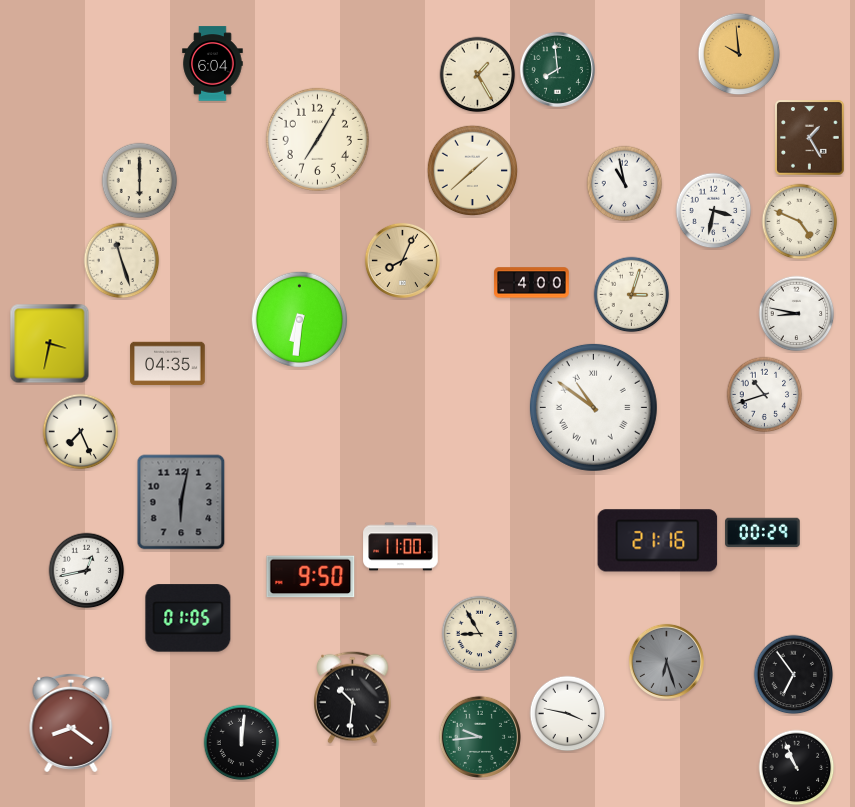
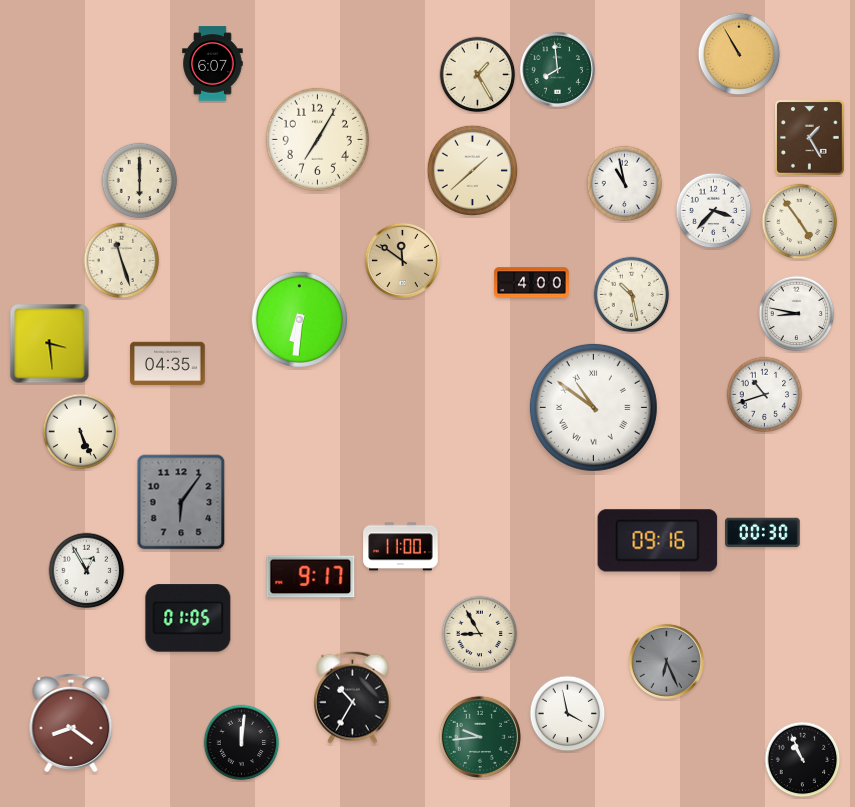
clock at (739, 54): 9:59 -> 10:55
clock at (213, 64): 6:04 -> 6:07
clock at (714, 211): 3:32 -> 3:37
clock at (800, 222): 4:49 -> 4:54
clock at (402, 260): 8:04 -> 11:51
clock at (632, 295): 3:03 -> 10:28
clock at (50, 344): 3:32 -> 3:29
clock at (81, 432): 7:26 -> 5:26
clock at (181, 502): 6:02 -> 6:06
clock at (763, 533): 00:29 -> 00:30
clock at (658, 541): 21:16 -> 09:16
clock at (87, 571): 12:43 -> 12:55
clock at (311, 577): 9:50 -> 9:17
clock at (666, 661): 6:27 -> 6:26
clock at (794, 675): 6:54 -> none
clock at (353, 697): 10:31 -> 10:35
clock at (568, 714): 3:47 -> 3:58
clock at (797, 768) position: (797, 768) -> (803, 760)
